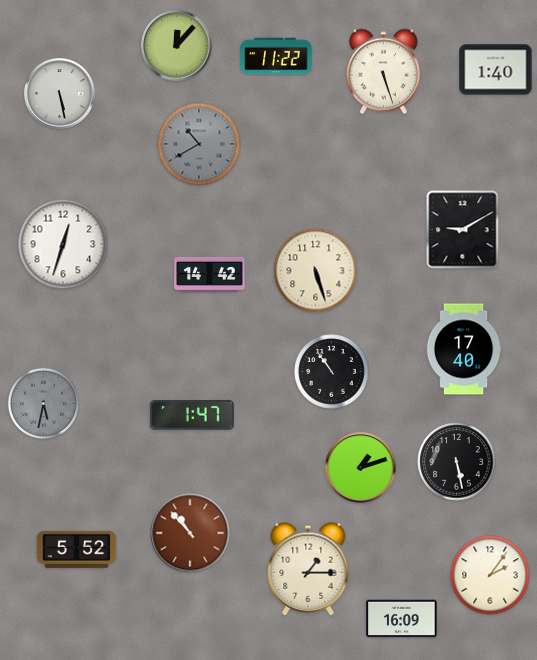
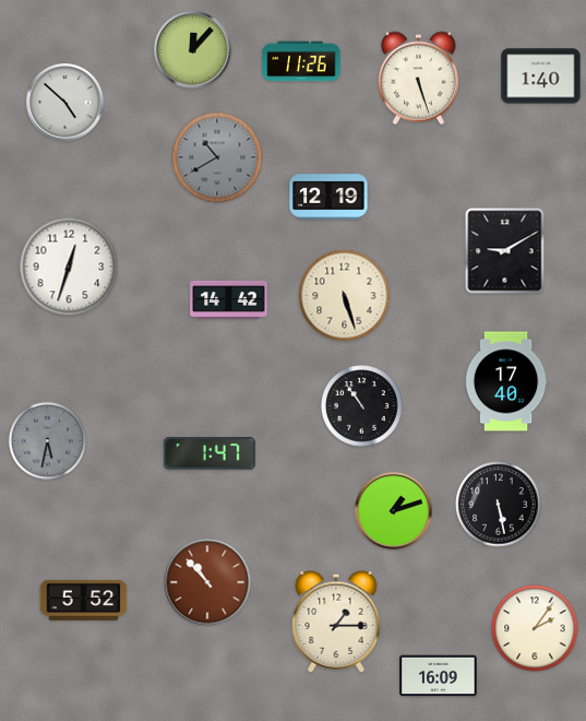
clock at (276, 56): 11:22 -> 11:26
clock at (60, 94): 5:28 -> 4:52
clock at (328, 197): none -> 12:19
